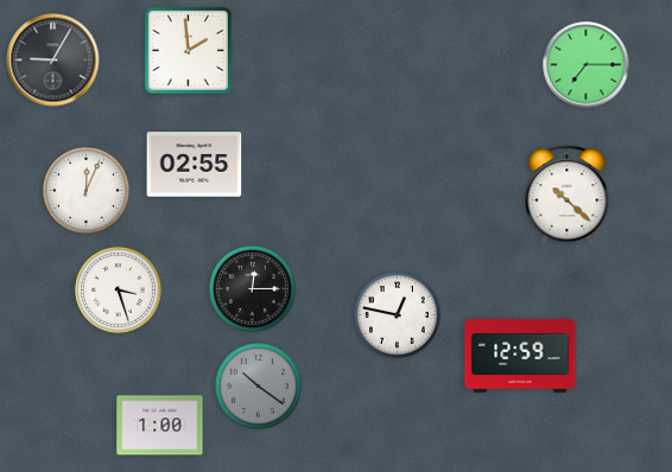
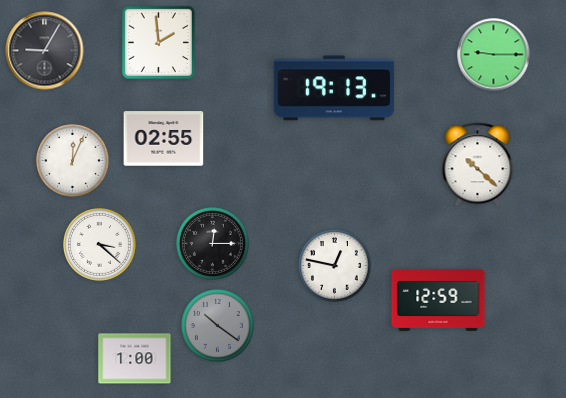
clock at (587, 65): 7:15 -> 9:15
clock at (334, 88): none -> 19:13
clock at (119, 291): 3:27 -> 3:22
